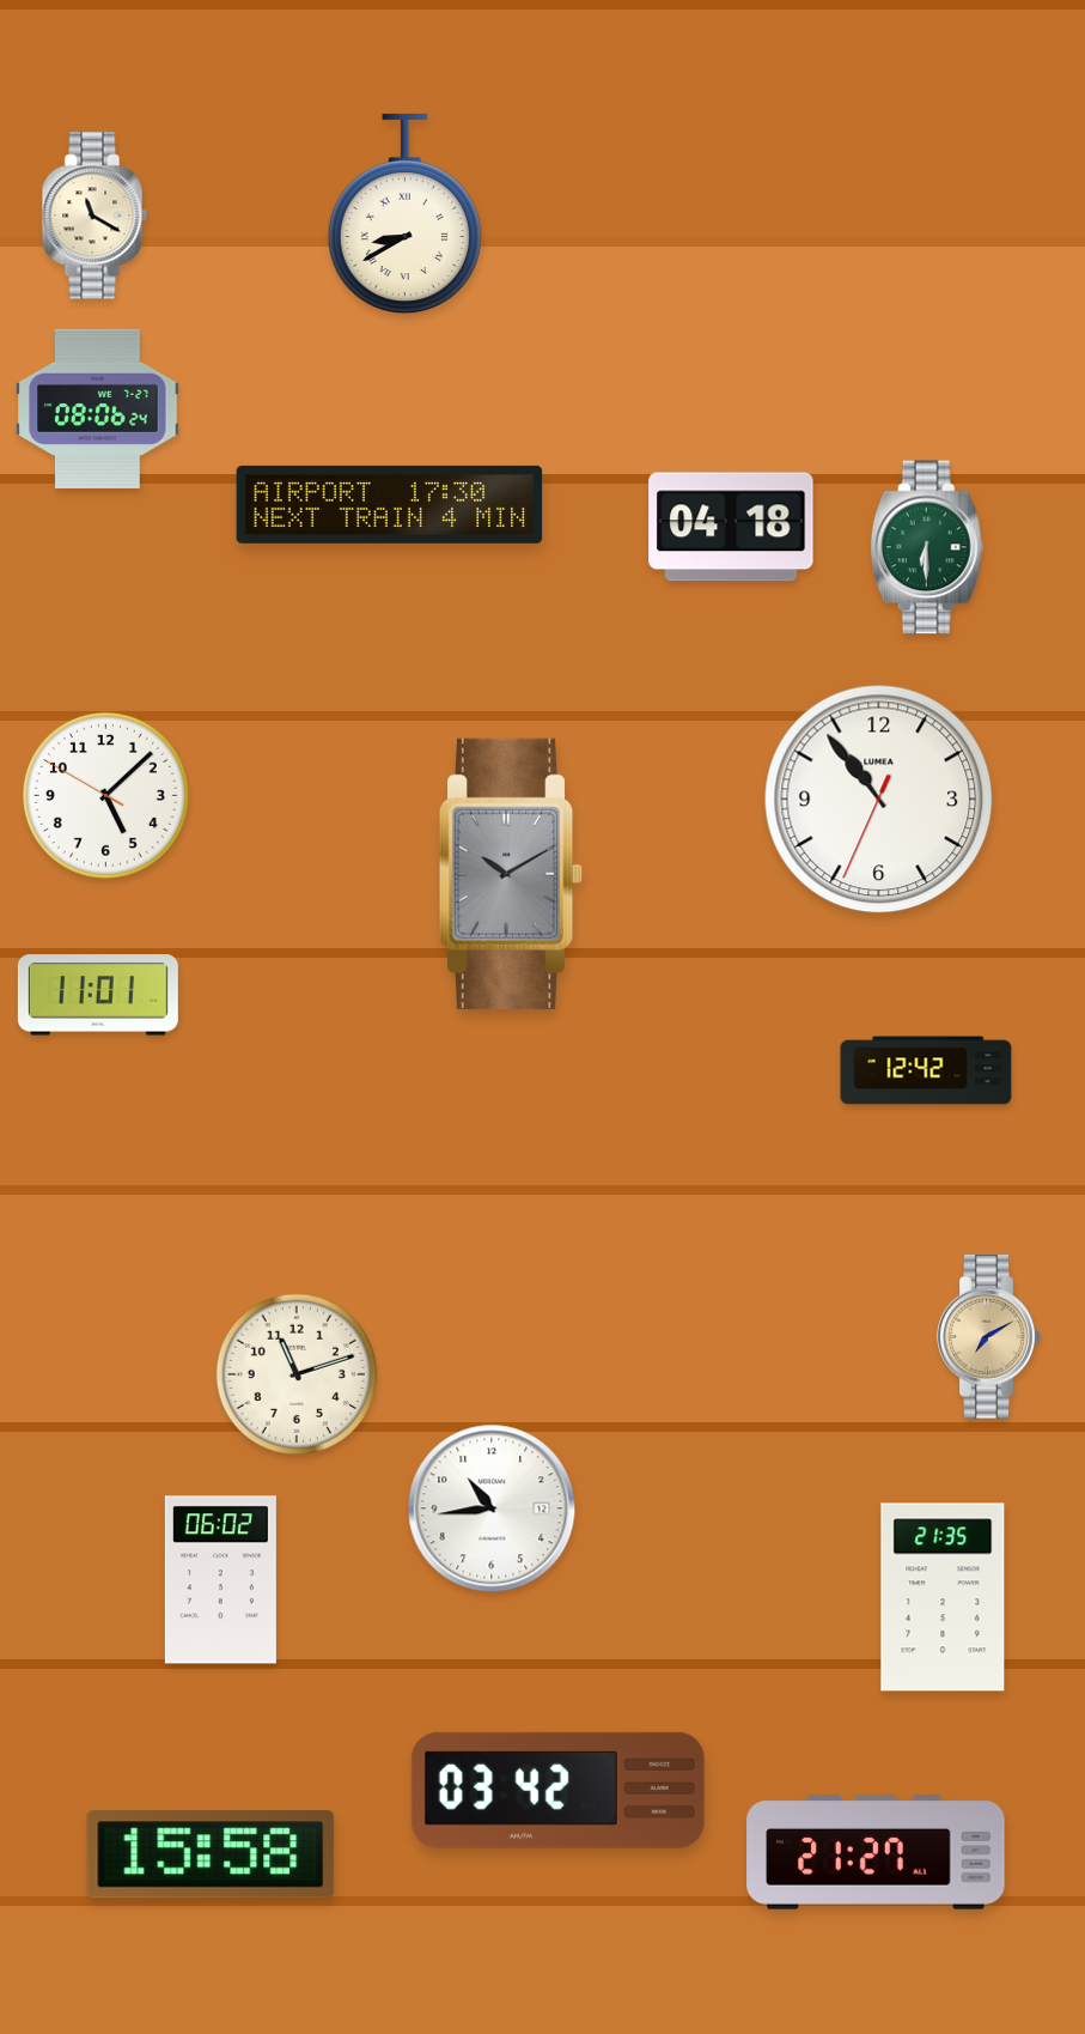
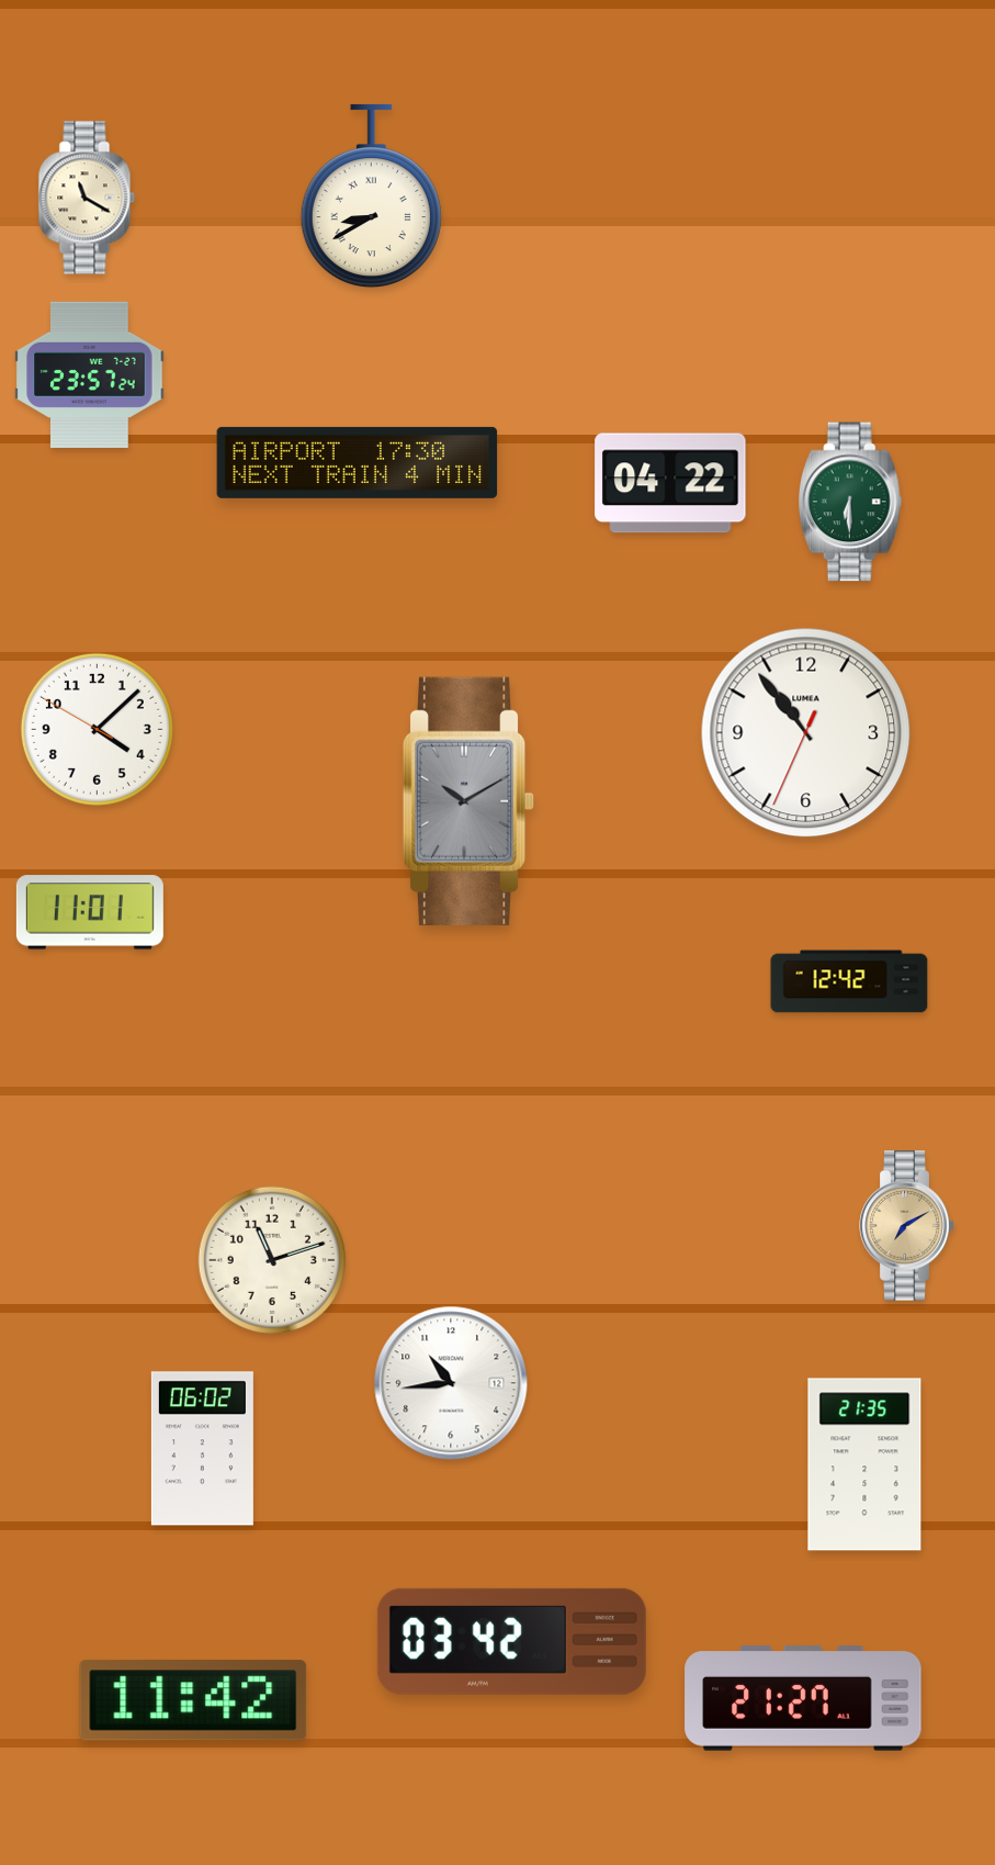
clock at (98, 408): 08:06 -> 23:57
clock at (731, 527): 04:18 -> 04:22
clock at (105, 795): 5:07 -> 4:07
clock at (211, 1854): 15:58 -> 11:42
